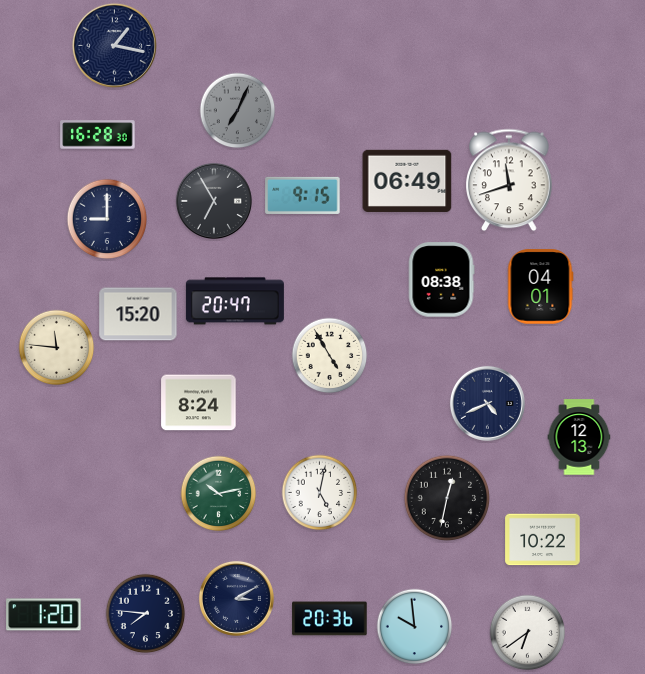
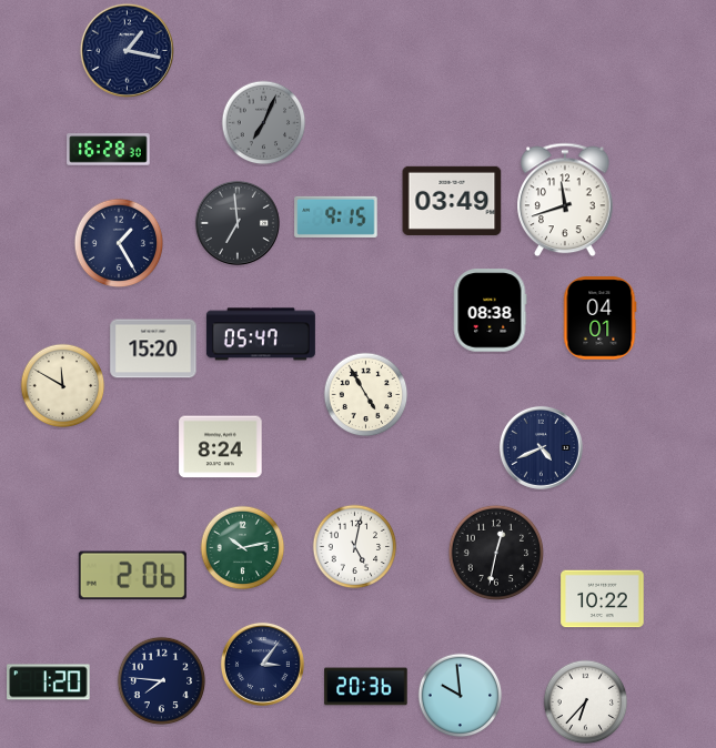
clock at (407, 181): 06:49 -> 03:49
clock at (214, 201): 6:55 -> 6:59
clock at (107, 219): 9:00 -> 1:25
clock at (235, 301): 20:47 -> 05:47
clock at (57, 348): 11:46 -> 11:50
clock at (579, 437): 12:13 -> none
clock at (132, 576): none -> 2:06
clock at (236, 598): 3:10 -> 3:06
clock at (528, 633): 6:39 -> 6:37
